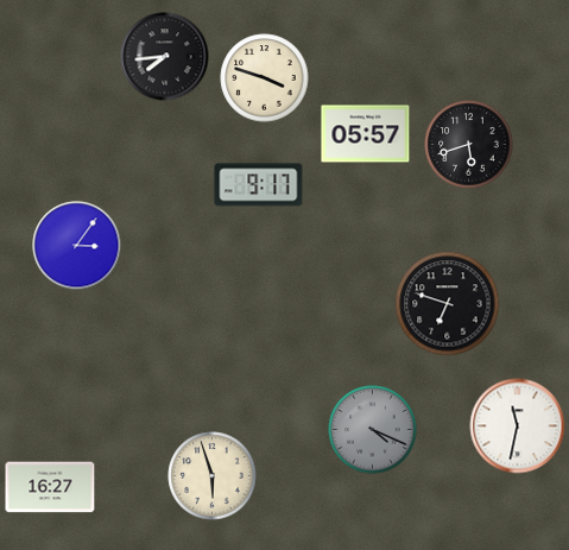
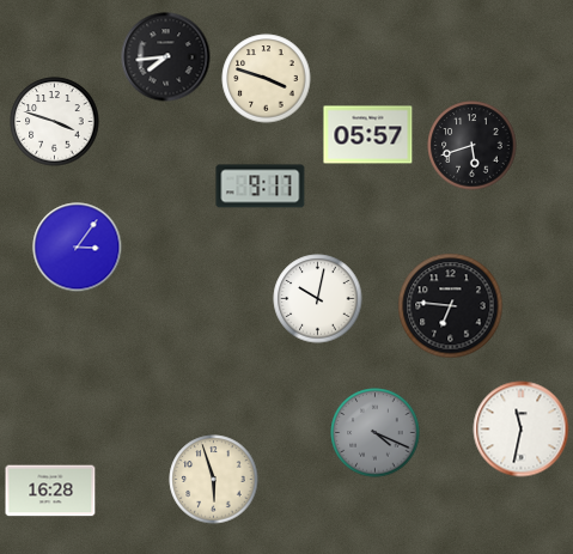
clock at (55, 122): none -> 3:48
clock at (318, 299): none -> 10:02
clock at (448, 304): 6:48 -> 6:46
clock at (50, 487): 16:27 -> 16:28
